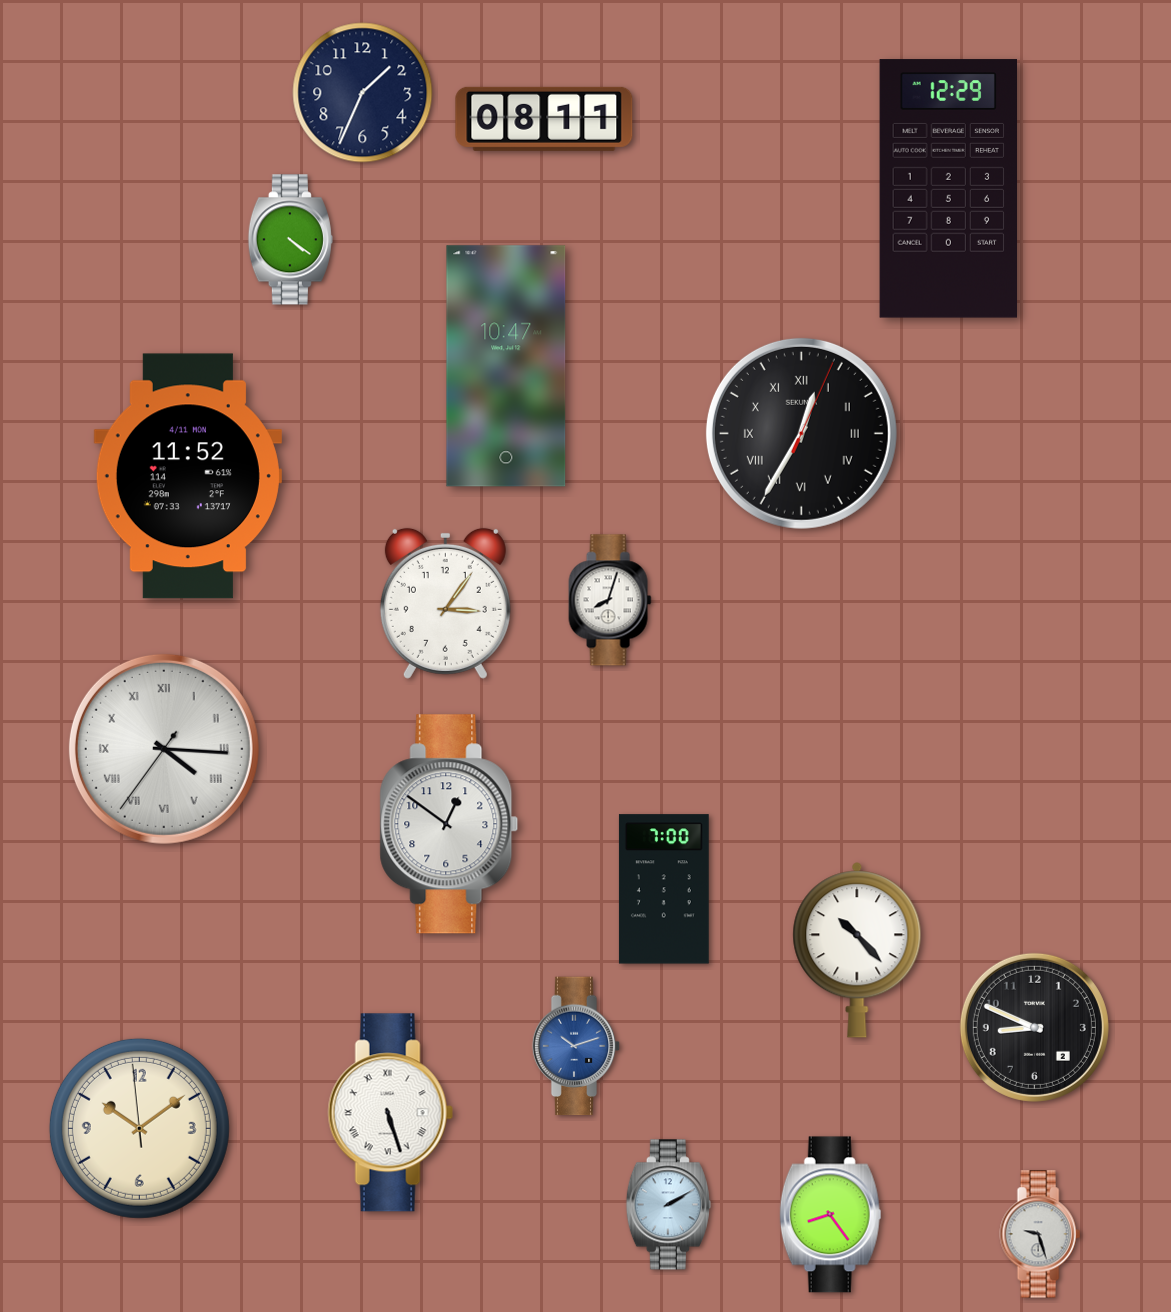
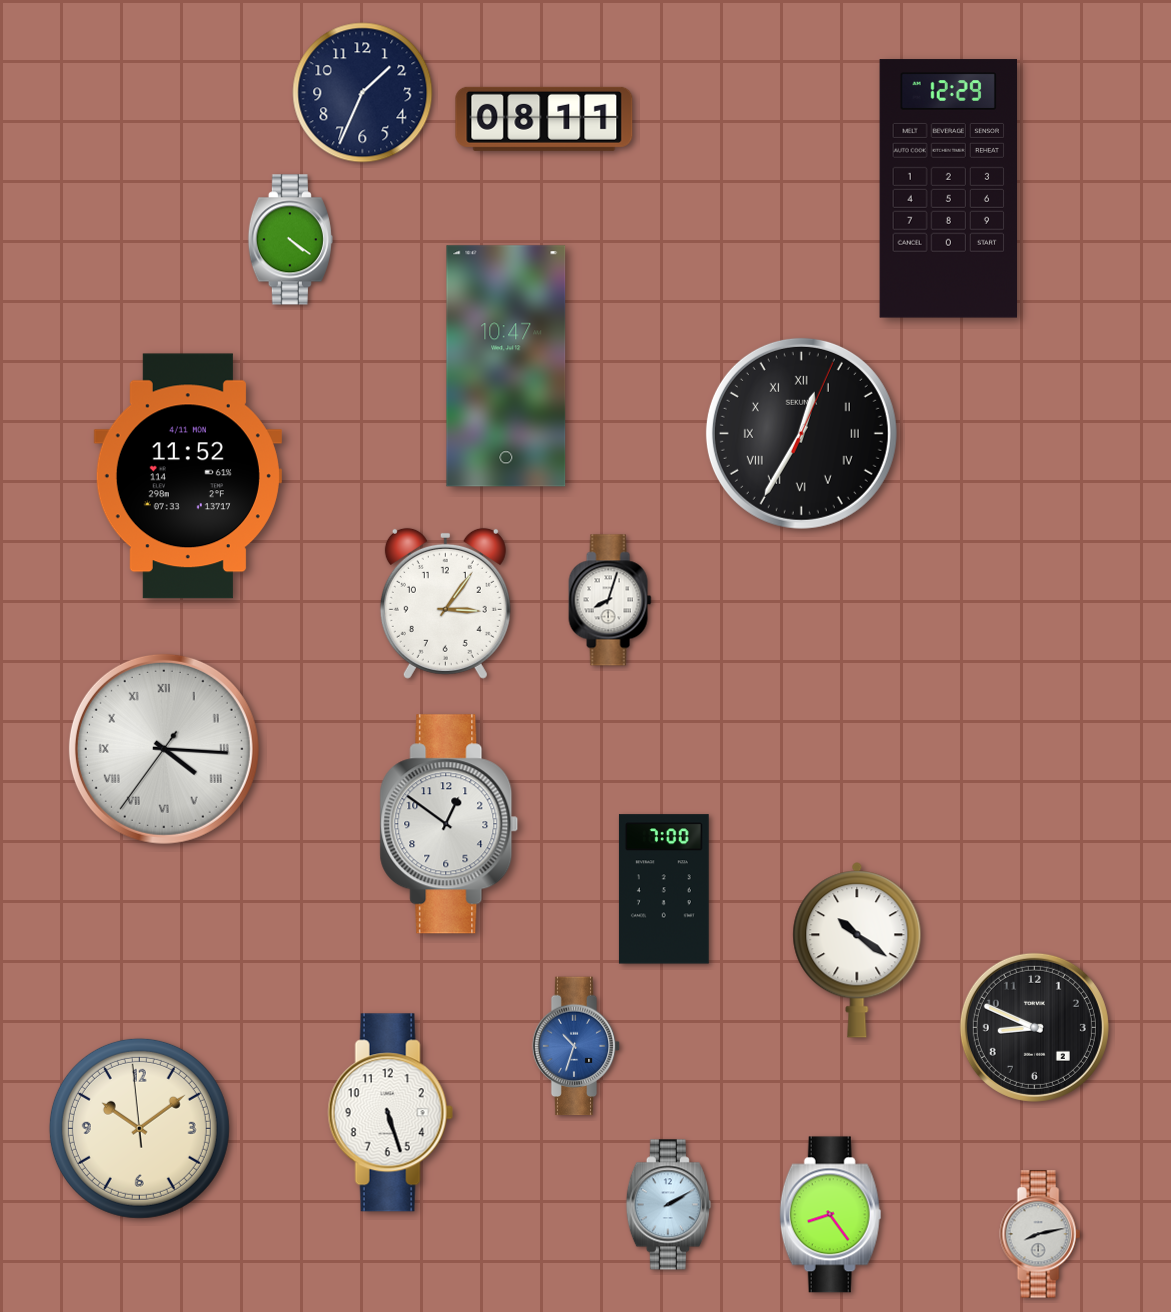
clock at (857, 950): 10:23 -> 10:21
clock at (576, 1046): 10:12 -> 10:33
clock at (390, 1113) numerals: Roman -> Arabic
clock at (1040, 1234): 9:27 -> 8:13
